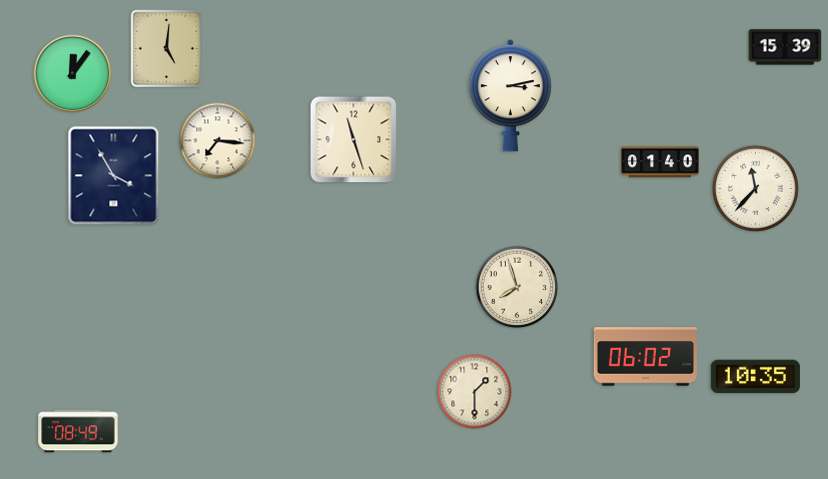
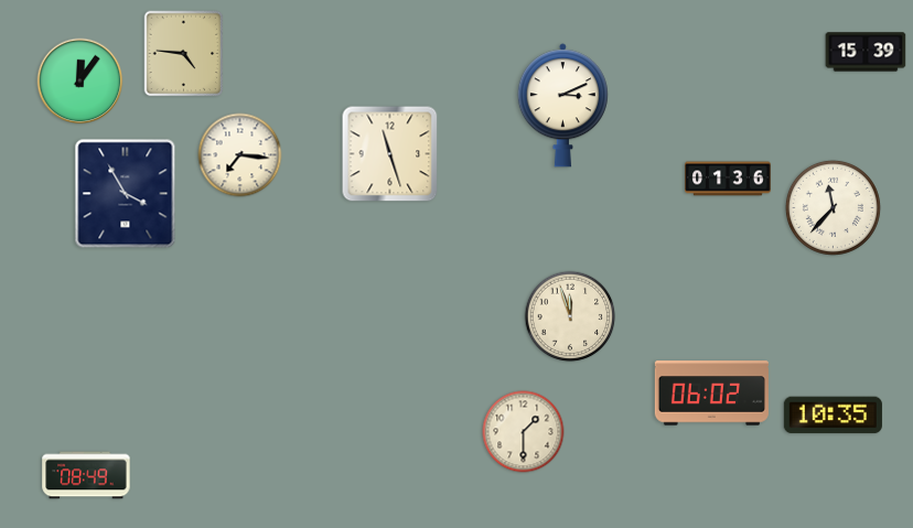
clock at (167, 49): 5:01 -> 4:46
clock at (510, 96): 3:13 -> 3:11
clock at (660, 162): 01:40 -> 01:36
clock at (517, 287): 7:57 -> 11:57
